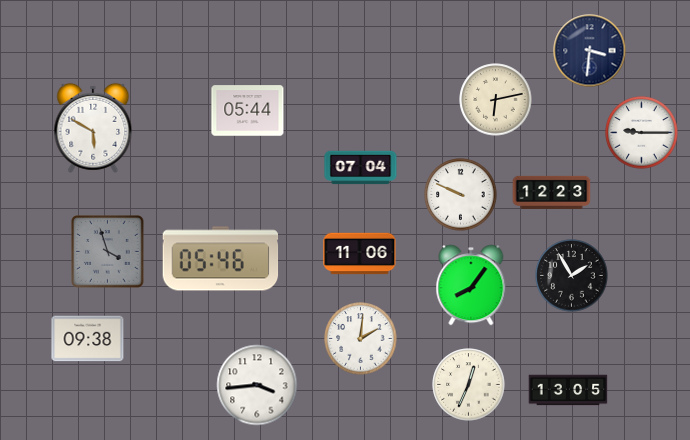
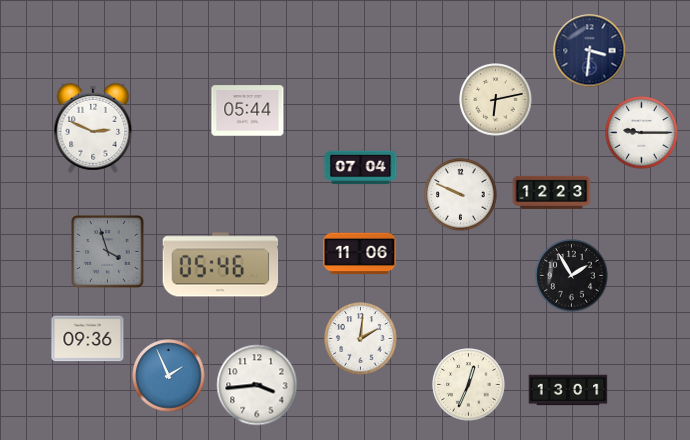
clock at (93, 128): 5:50 -> 2:49
clock at (221, 259) position: (221, 259) -> (221, 265)
clock at (471, 285): 8:06 -> none
clock at (88, 339): 09:38 -> 09:36
clock at (169, 376): none -> 1:56
clock at (568, 390): 13:05 -> 13:01
